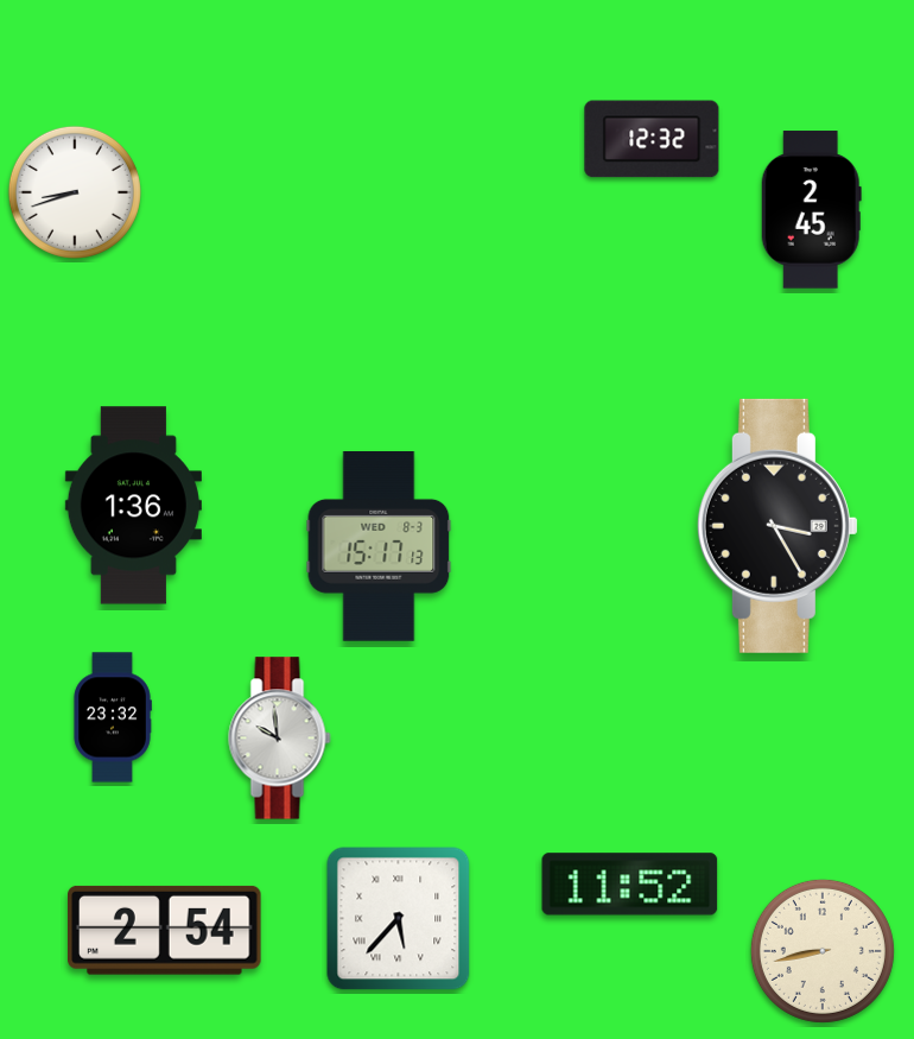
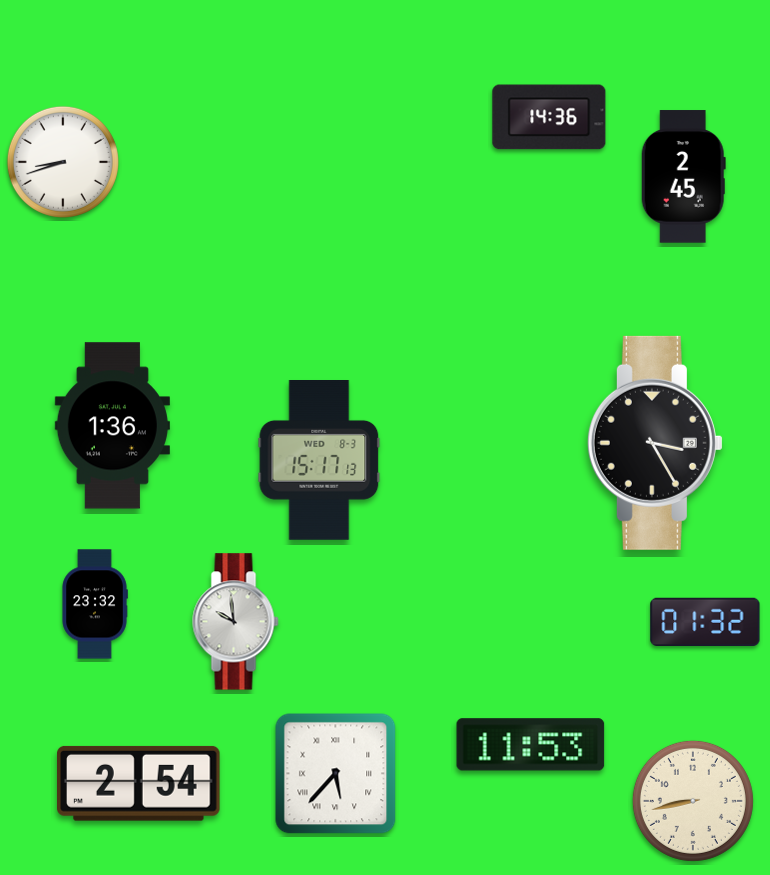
clock at (652, 139): 12:32 -> 14:36
clock at (705, 621): none -> 01:32
clock at (630, 885): 11:52 -> 11:53
